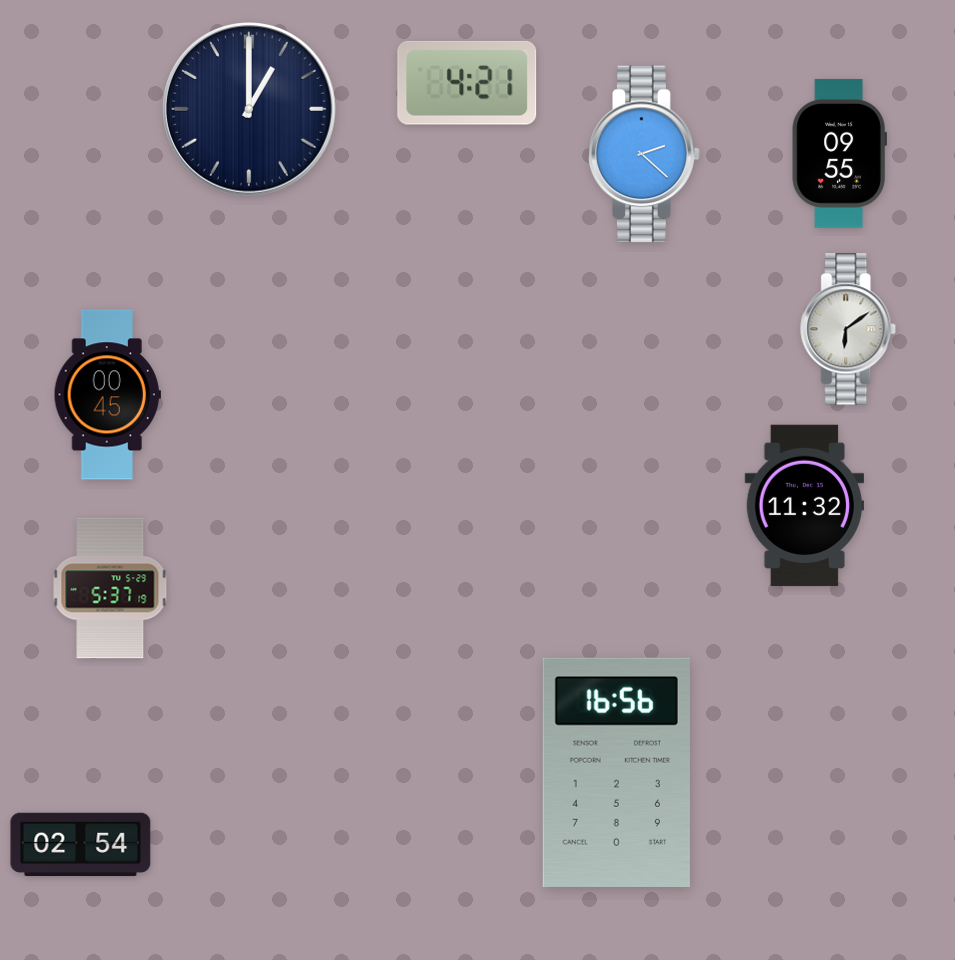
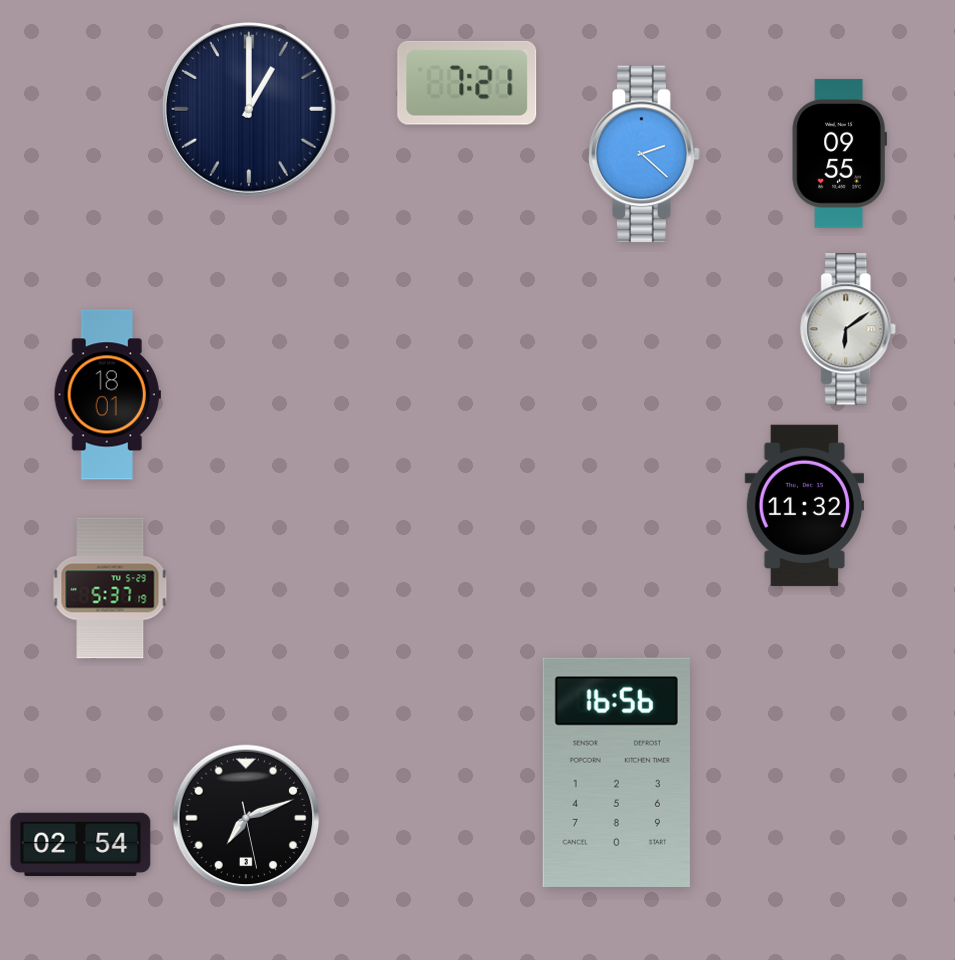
clock at (467, 83): 4:21 -> 7:21
clock at (107, 395): 00:45 -> 18:01
clock at (246, 818): none -> 7:11
